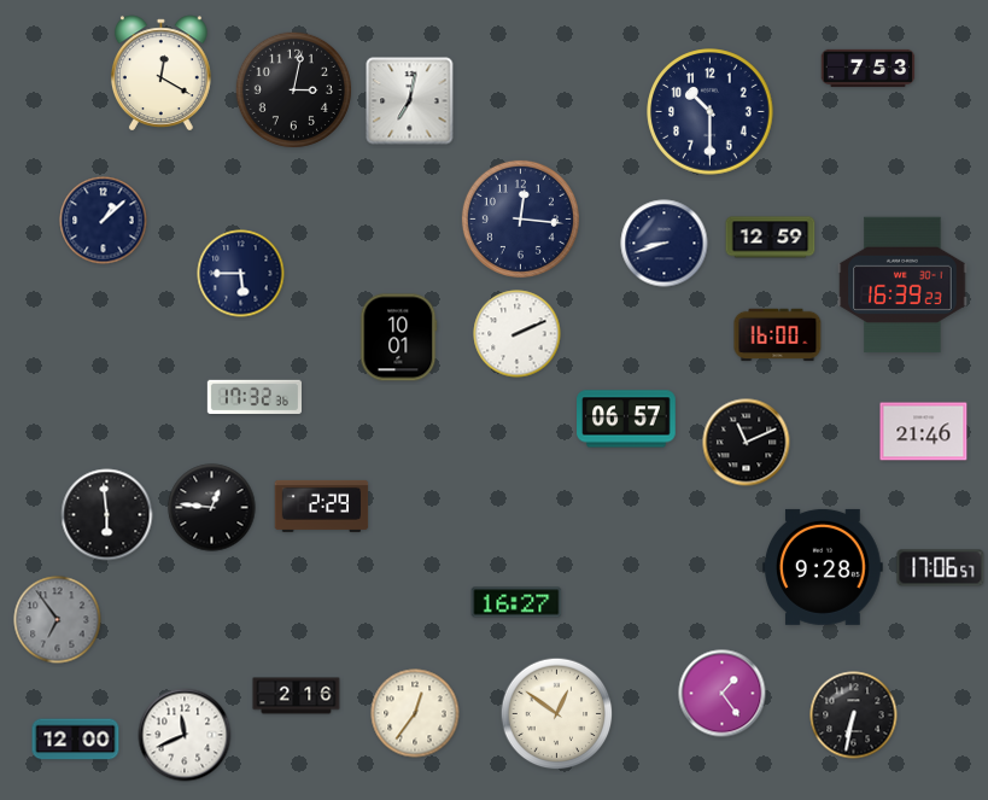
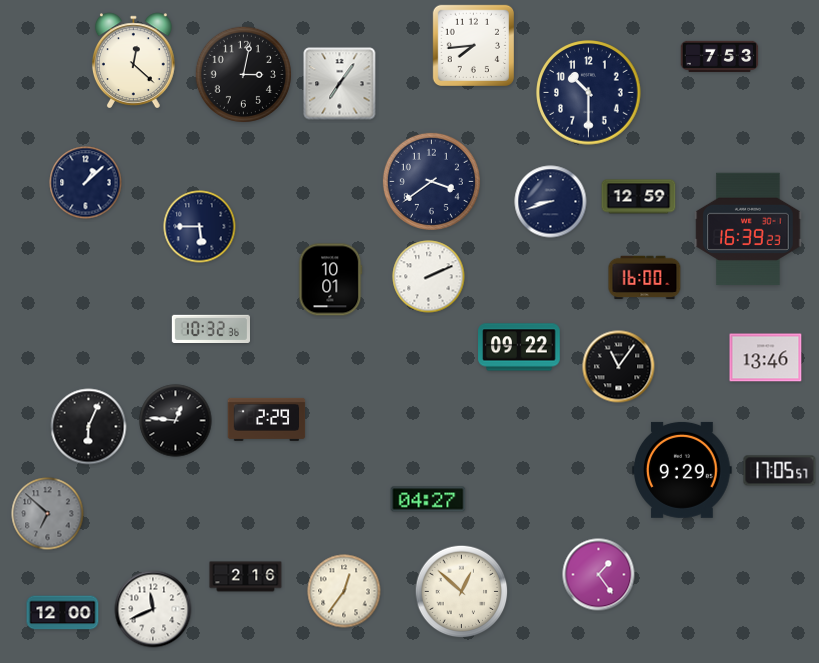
clock at (473, 45): none -> 7:44
clock at (160, 74): 12:20 -> 12:22
clock at (410, 101): 7:02 -> 7:06
clock at (520, 218): 12:16 -> 3:39
clock at (902, 285) position: (902, 285) -> (748, 229)
clock at (253, 397): 17:32 -> 10:32
clock at (626, 419): 06:57 -> 09:22
clock at (924, 432): 21:46 -> 13:46
clock at (747, 443): 11:11 -> 11:06
clock at (107, 515): 5:59 -> 6:04
clock at (823, 567): 9:28 -> 9:29
clock at (941, 568): 17:06 -> 17:05
clock at (516, 602): 16:27 -> 04:27
clock at (58, 620): 6:54 -> 6:52
clock at (557, 714): 12:51 -> 12:52
clock at (854, 716): 6:32 -> none
